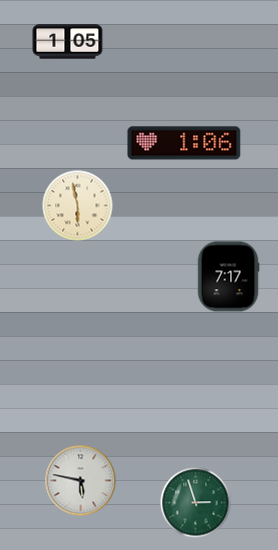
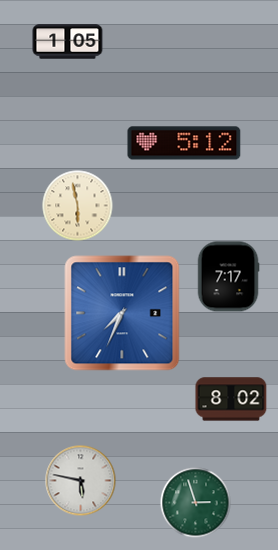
clock at (184, 143): 1:06 -> 5:12
clock at (122, 313): none -> 7:34
clock at (231, 399): none -> 8:02
